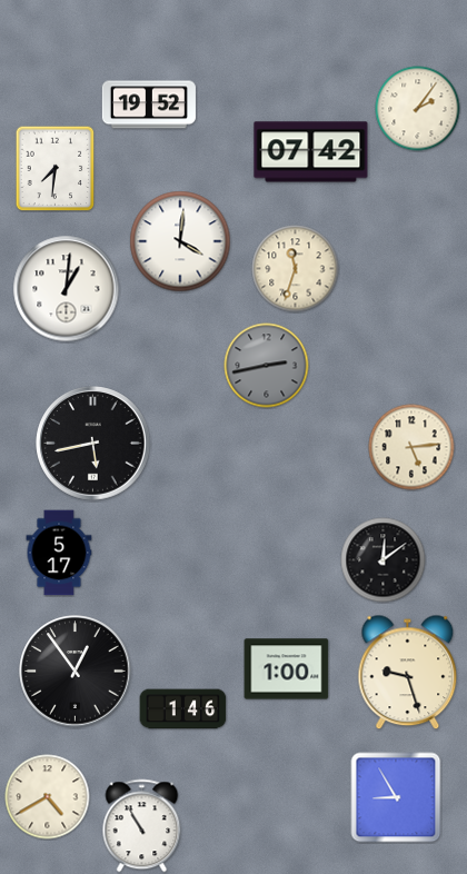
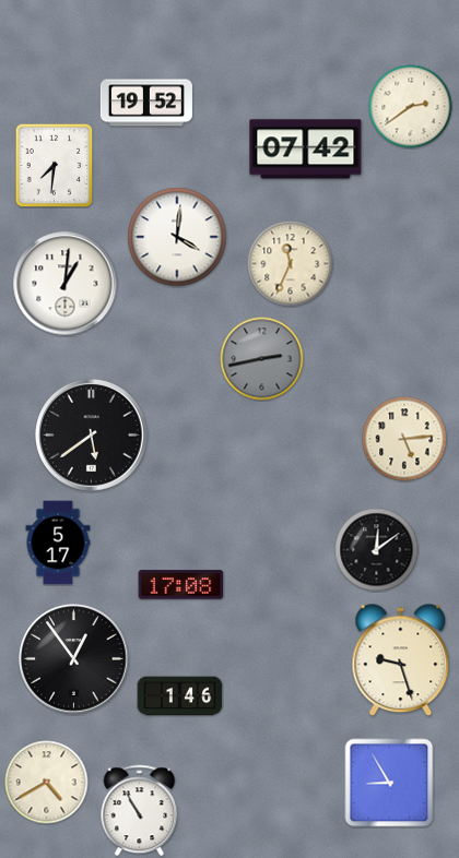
clock at (418, 109): 2:06 -> 2:39
clock at (296, 269): 11:33 -> 11:34
clock at (93, 444): 5:43 -> 5:39
clock at (181, 585): none -> 17:08
clock at (287, 669): 1:00 -> none
